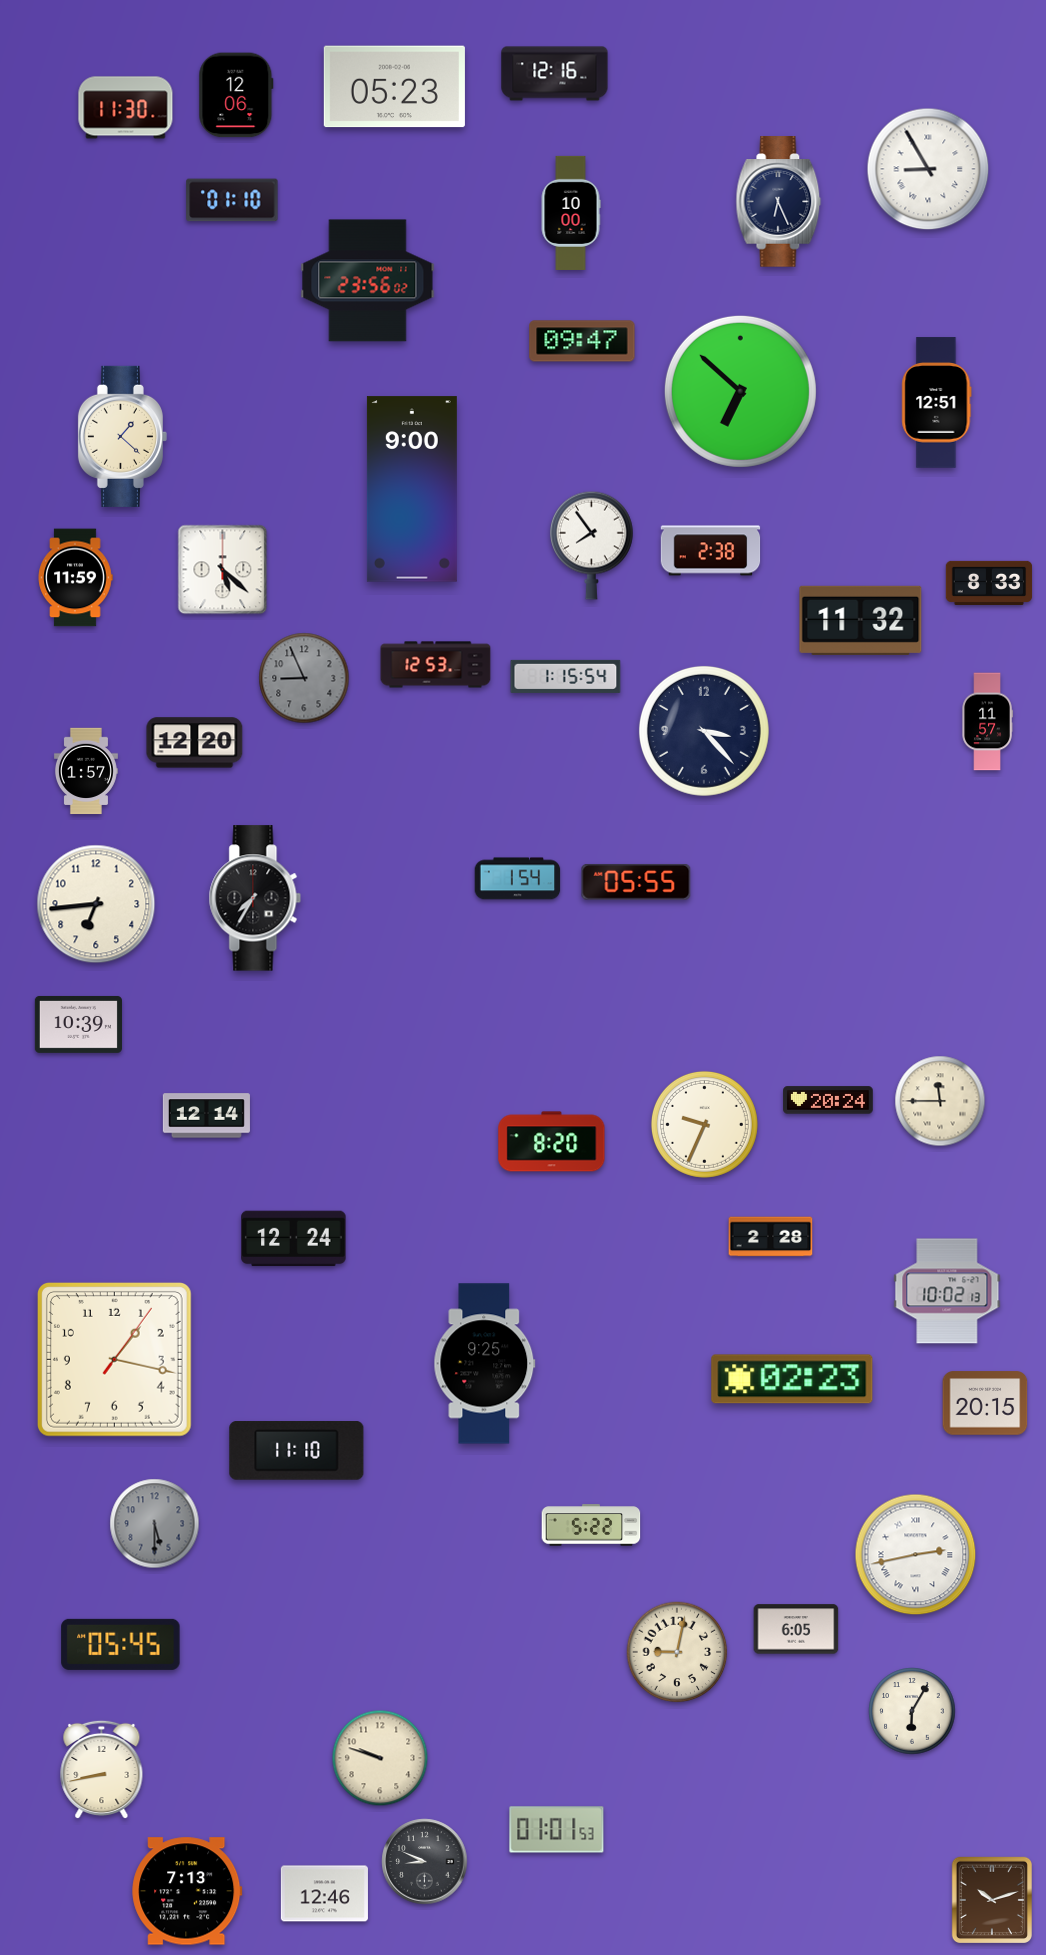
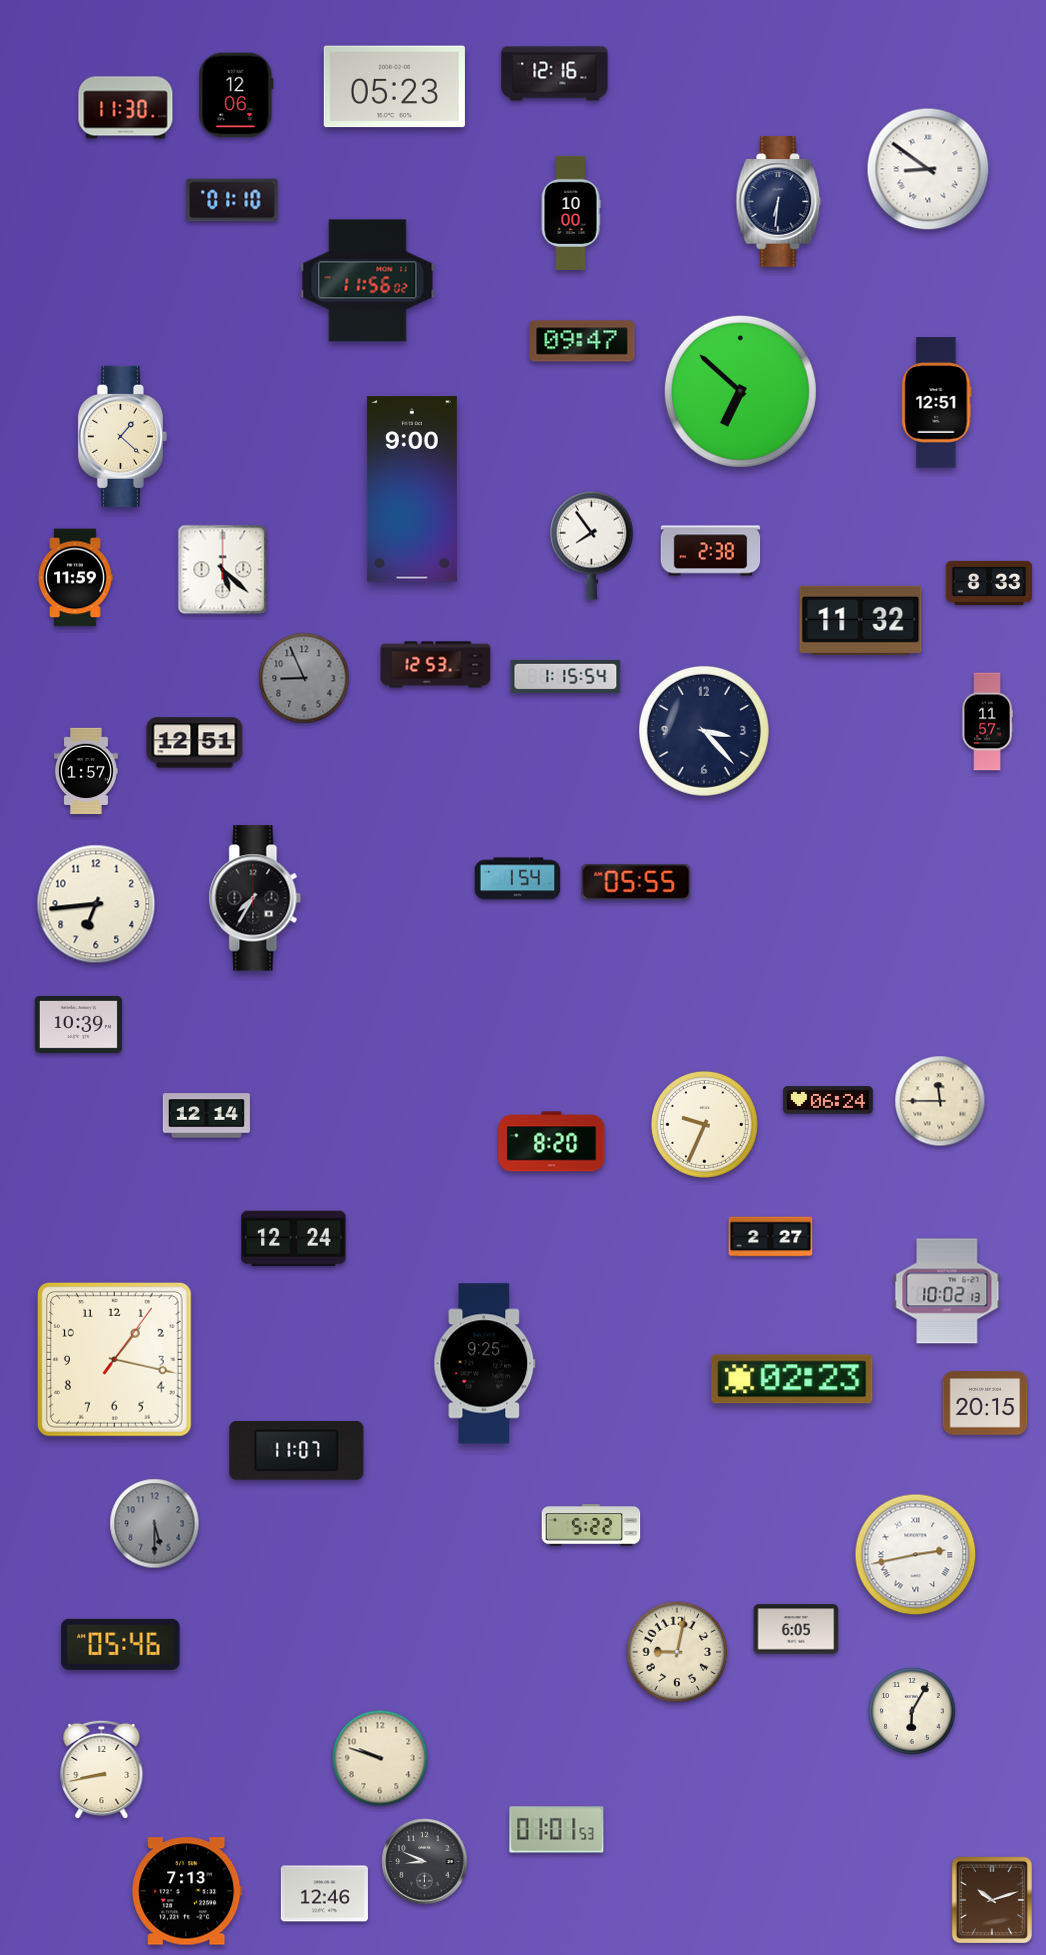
clock at (928, 169): 8:55 -> 8:51
clock at (779, 202): 6:26 -> 6:31
clock at (368, 281): 23:56 -> 11:56
clock at (195, 743): 12:20 -> 12:51
clock at (828, 1100): 20:24 -> 06:24
clock at (771, 1237): 2:28 -> 2:27
clock at (297, 1451): 11:10 -> 11:07
clock at (121, 1644): 05:45 -> 05:46
